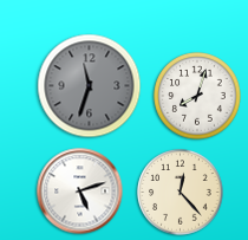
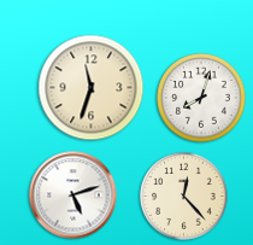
clock at (90, 86) dial: grey -> cream
clock at (80, 192) position: (80, 192) -> (73, 196)
